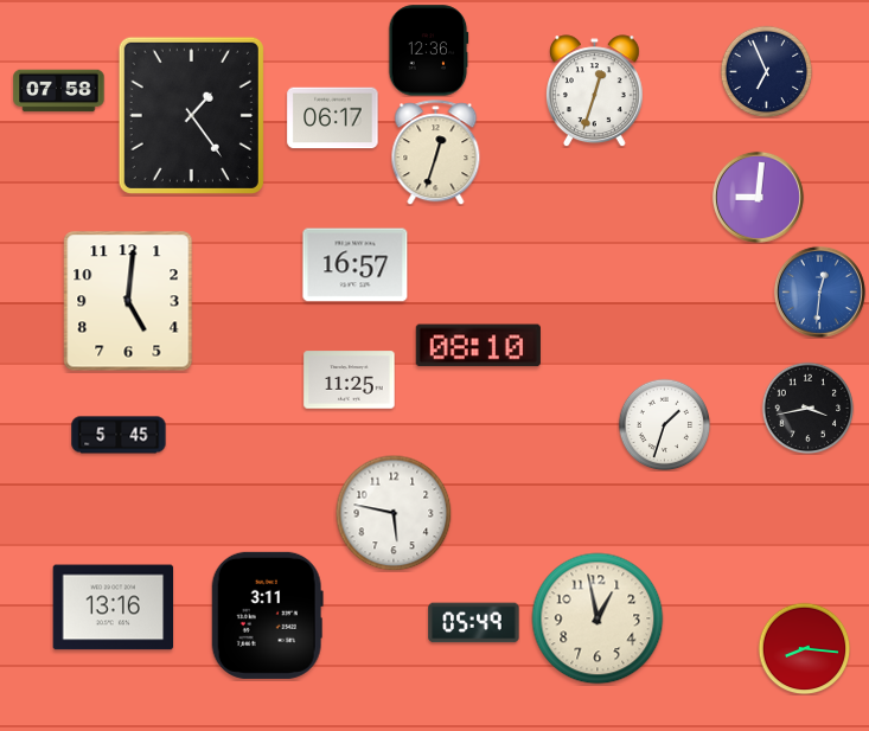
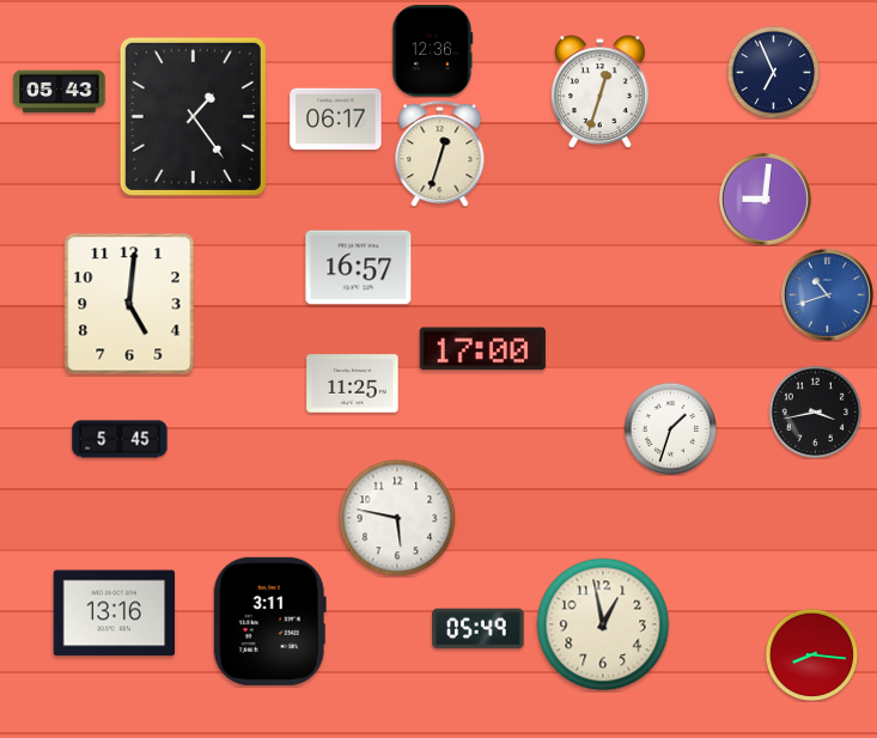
clock at (59, 91): 07:58 -> 05:43
clock at (819, 291): 12:31 -> 10:42
clock at (478, 346): 08:10 -> 17:00
